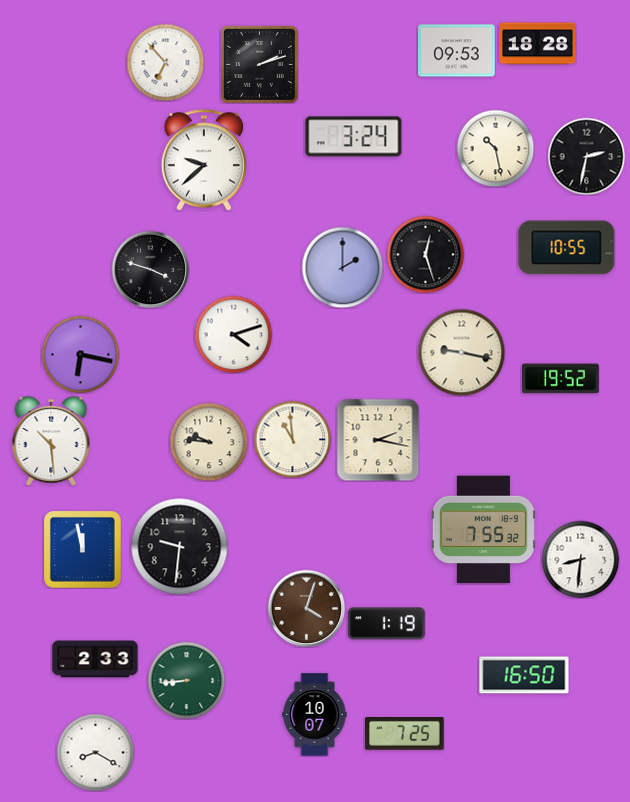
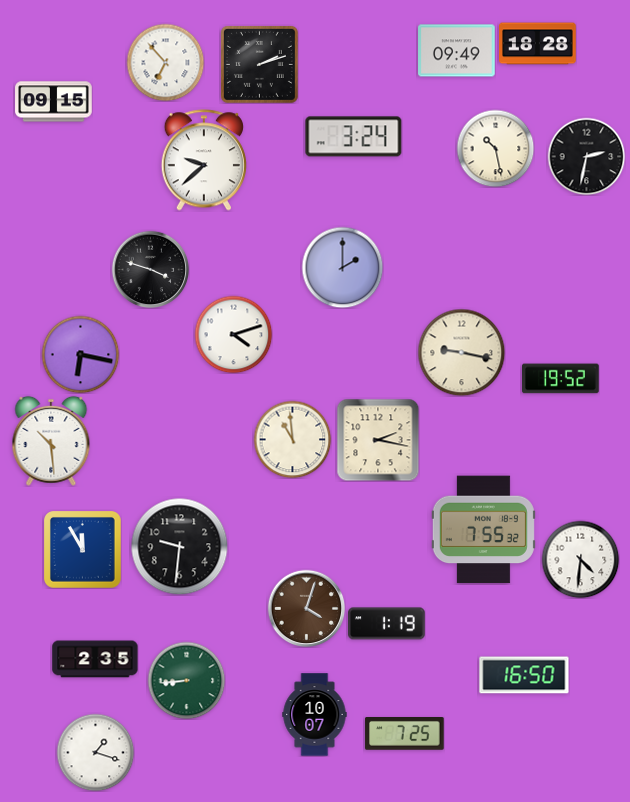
clock at (457, 51): 09:53 -> 09:49
clock at (54, 102): none -> 09:15
clock at (567, 248): 10:55 -> none
clock at (425, 254): 12:27 -> none
clock at (209, 442): 9:46 -> none
clock at (83, 550): 11:58 -> 11:55
clock at (580, 559): 8:31 -> 4:31
clock at (95, 659): 2:33 -> 2:35
clock at (95, 752): 8:20 -> 1:18
